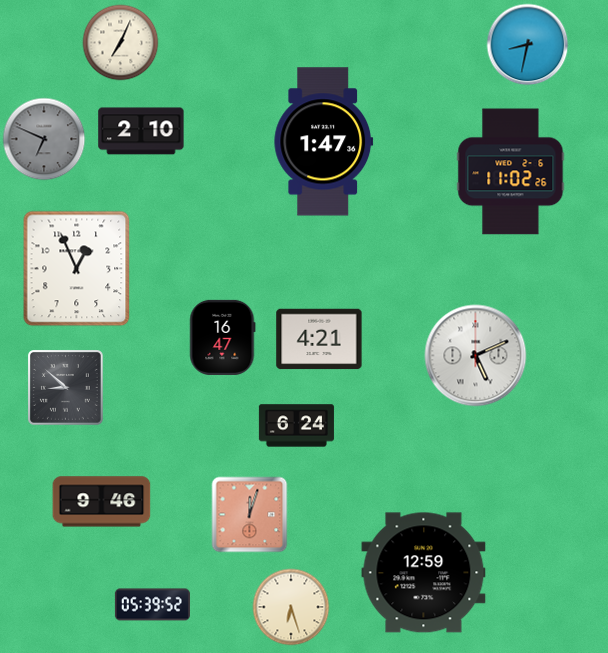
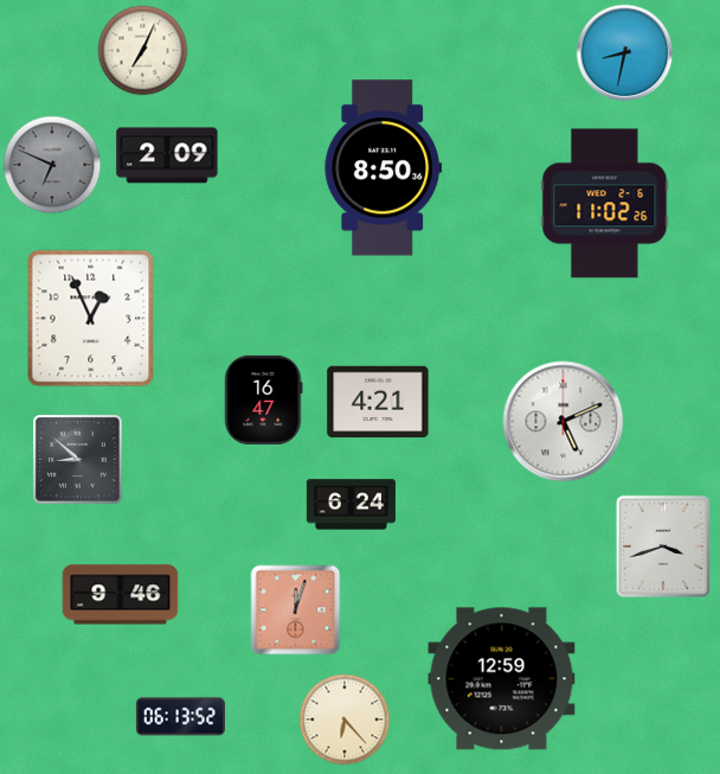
clock at (141, 131): 2:10 -> 2:09
clock at (324, 142): 1:47 -> 8:50
clock at (663, 546): none -> 3:42
clock at (152, 605): 05:39 -> 06:13
clock at (291, 607): 6:27 -> 6:23
